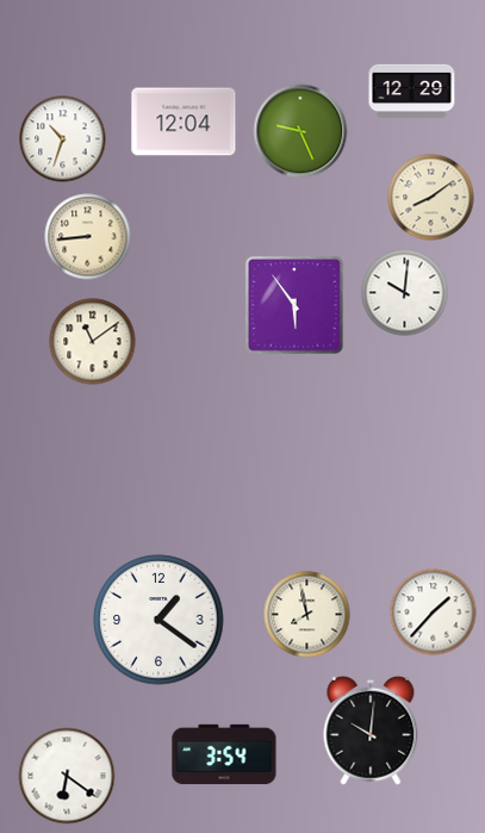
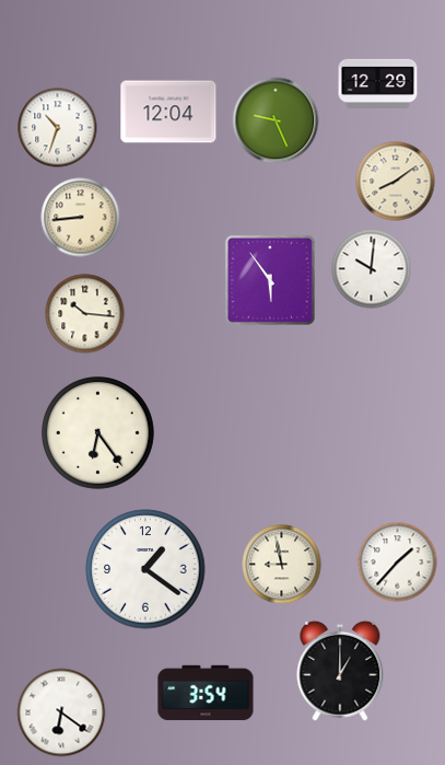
clock at (93, 342): 11:09 -> 10:16
clock at (97, 432): none -> 6:24
clock at (307, 615): 7:58 -> 8:58
clock at (371, 731): 10:01 -> 1:00
